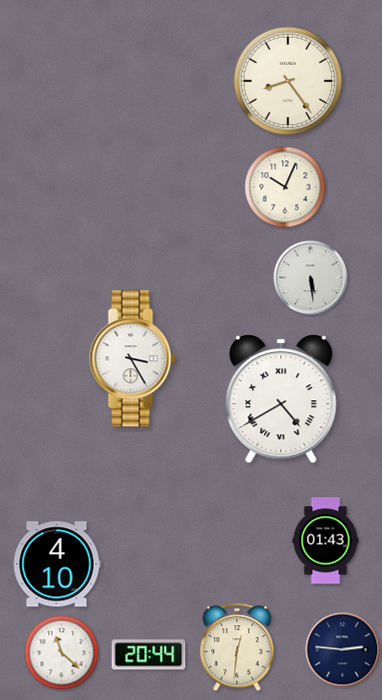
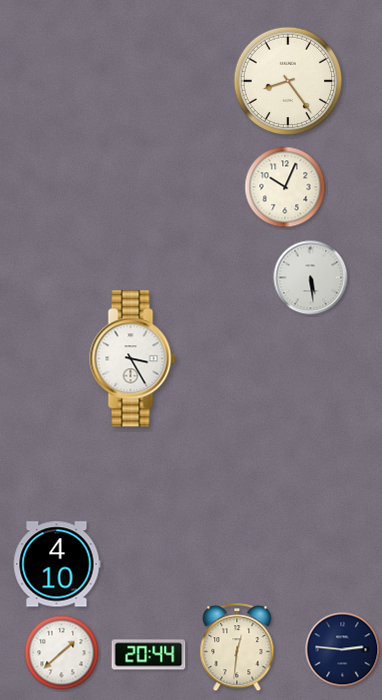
clock at (281, 399): 4:40 -> none
clock at (326, 541): 01:43 -> none
clock at (62, 653): 11:22 -> 1:38
